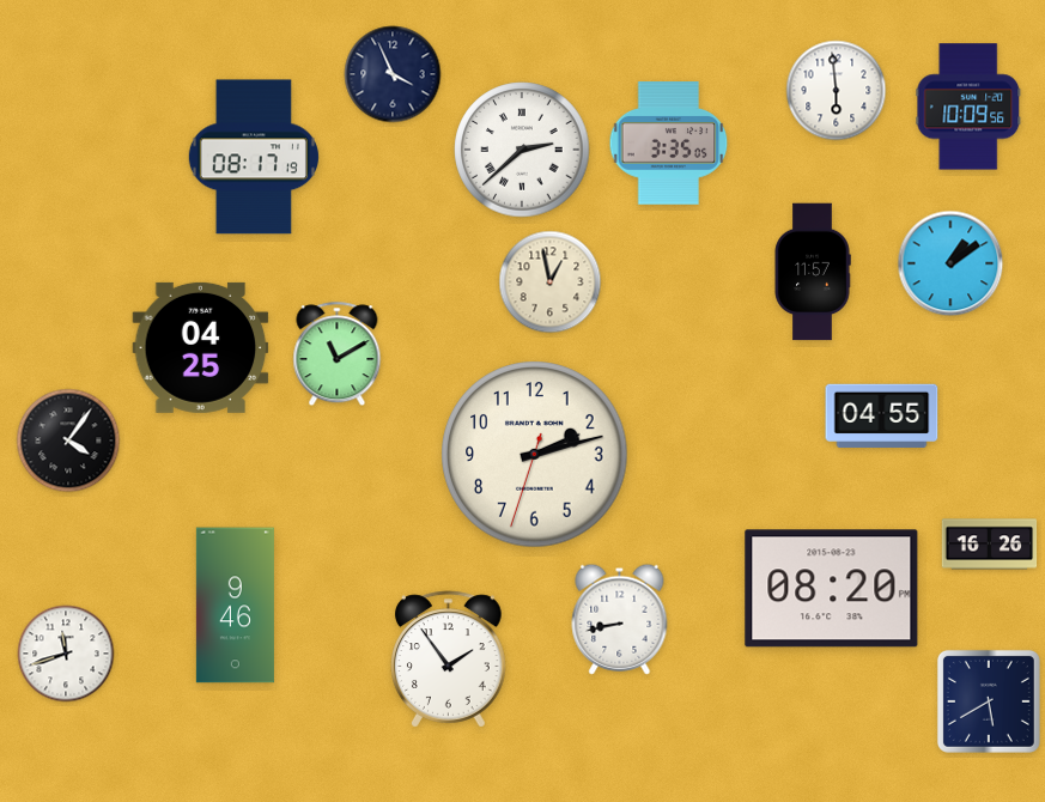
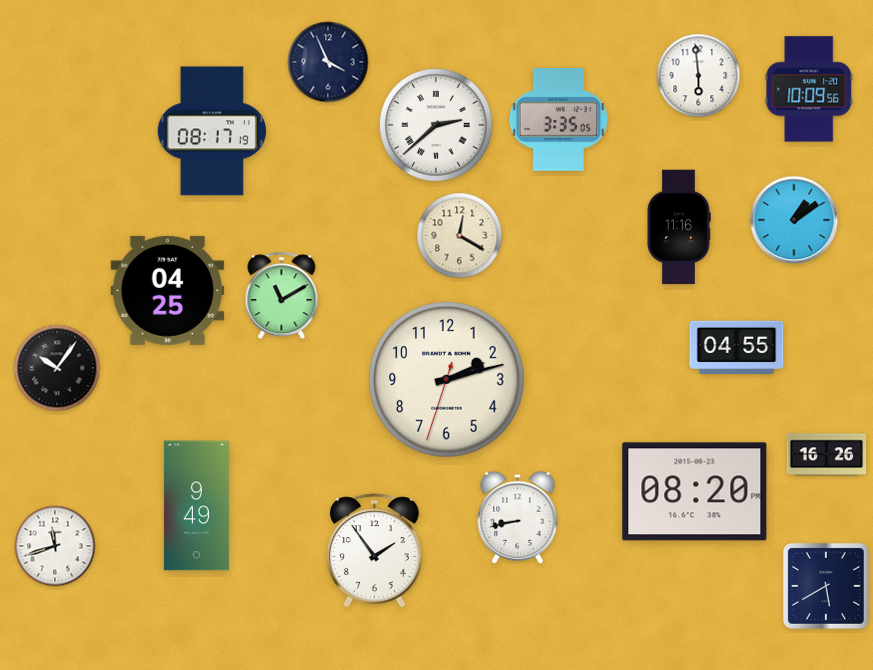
clock at (813, 272): 11:57 -> 11:16
clock at (551, 282): 12:58 -> 12:20
clock at (68, 441): 4:06 -> 10:06
clock at (235, 606): 9:46 -> 9:49
